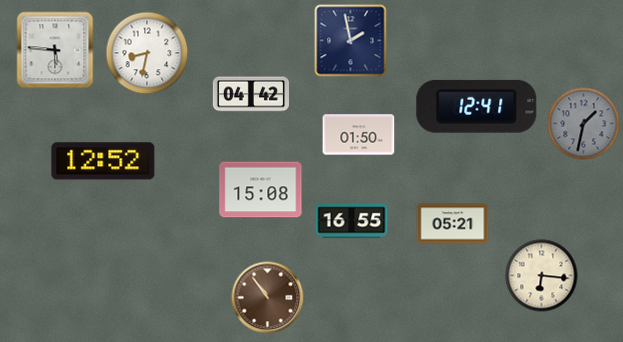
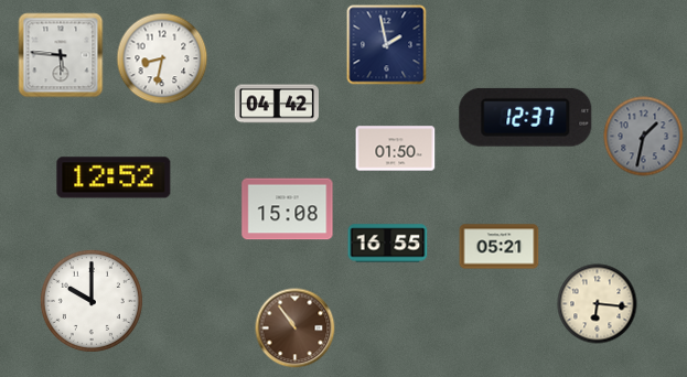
clock at (477, 106): 12:41 -> 12:37
clock at (92, 301): none -> 10:00
